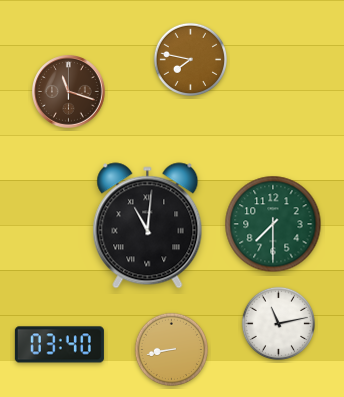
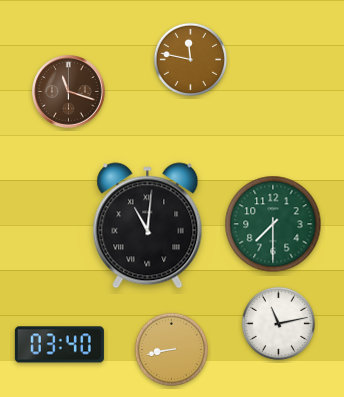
clock at (190, 59): 7:47 -> 11:47
